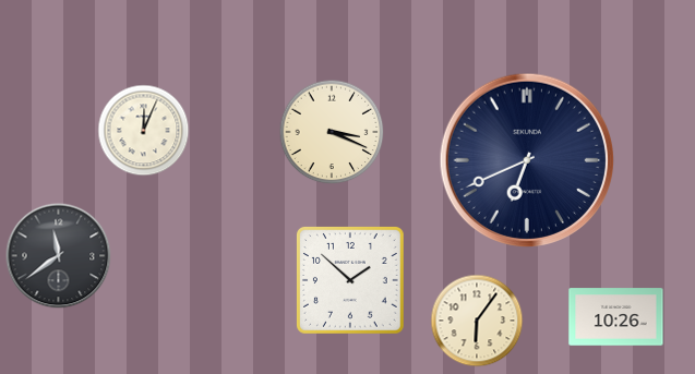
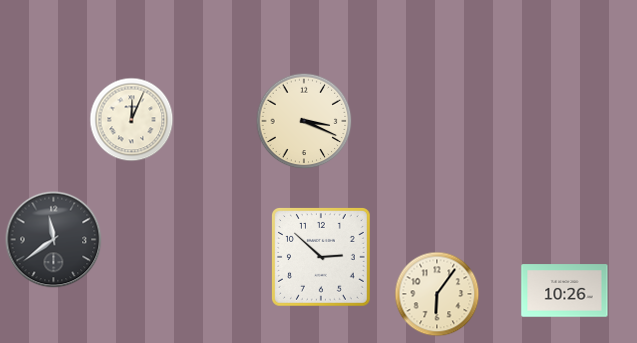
clock at (526, 159): 6:41 -> none
clock at (59, 256) position: (59, 256) -> (54, 240)
clock at (350, 280): 1:52 -> 2:52
